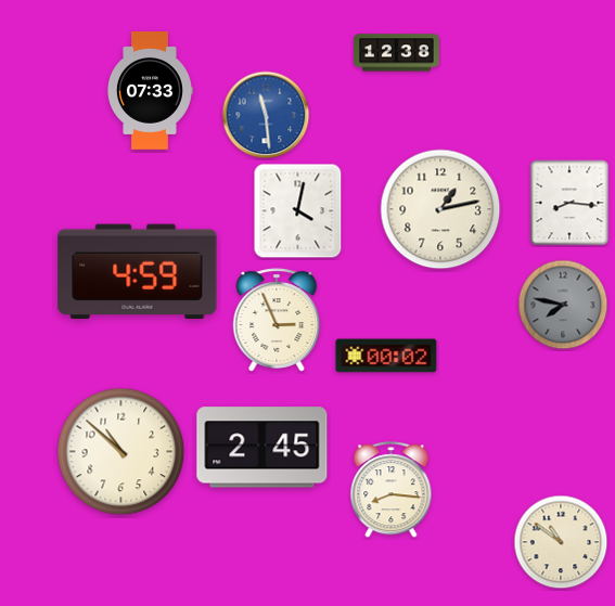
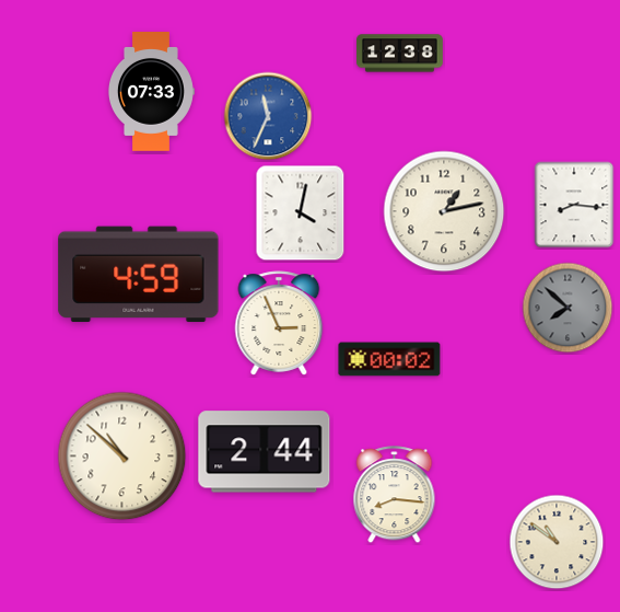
clock at (266, 115): 11:29 -> 11:34
clock at (563, 305): 7:47 -> 7:52
clock at (262, 448): 2:45 -> 2:44
clock at (561, 542) position: (561, 542) -> (557, 542)
